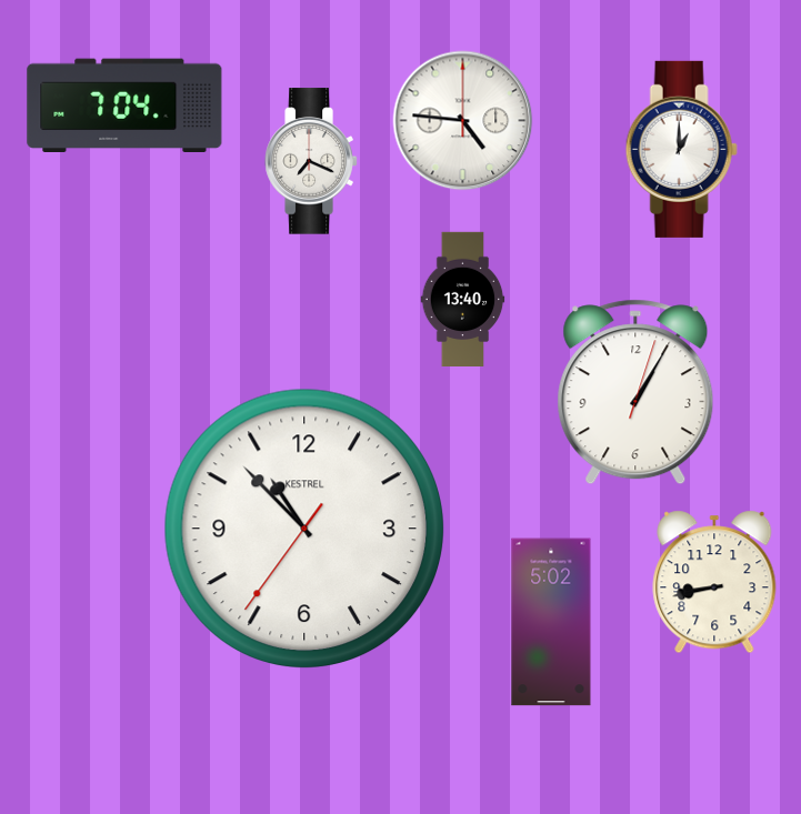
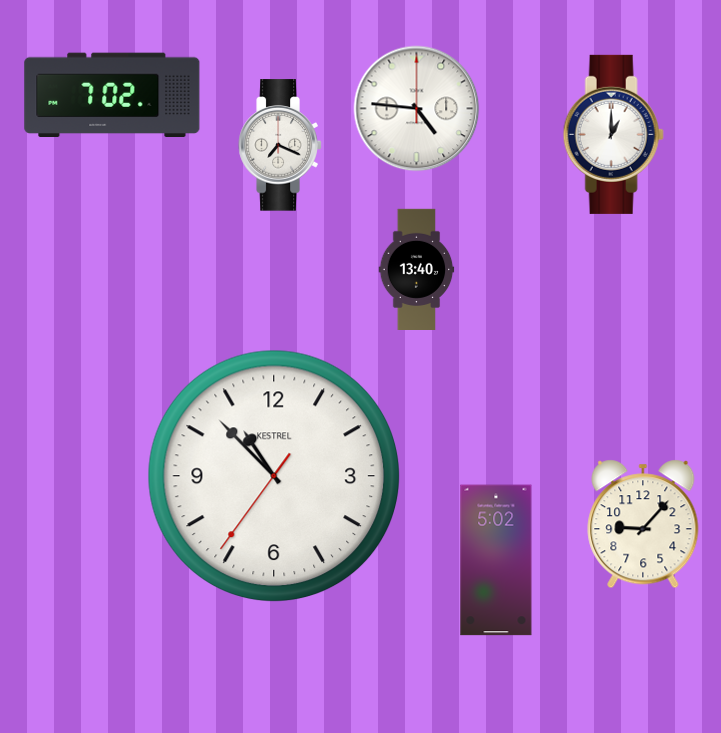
clock at (124, 104): 7:04 -> 7:02
clock at (635, 392): 1:05 -> none
clock at (714, 582): 8:43 -> 9:07
